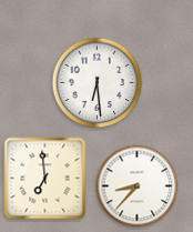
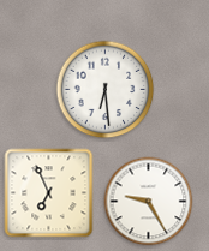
clock at (45, 179): 6:59 -> 6:56
clock at (138, 186): 8:37 -> 9:25
